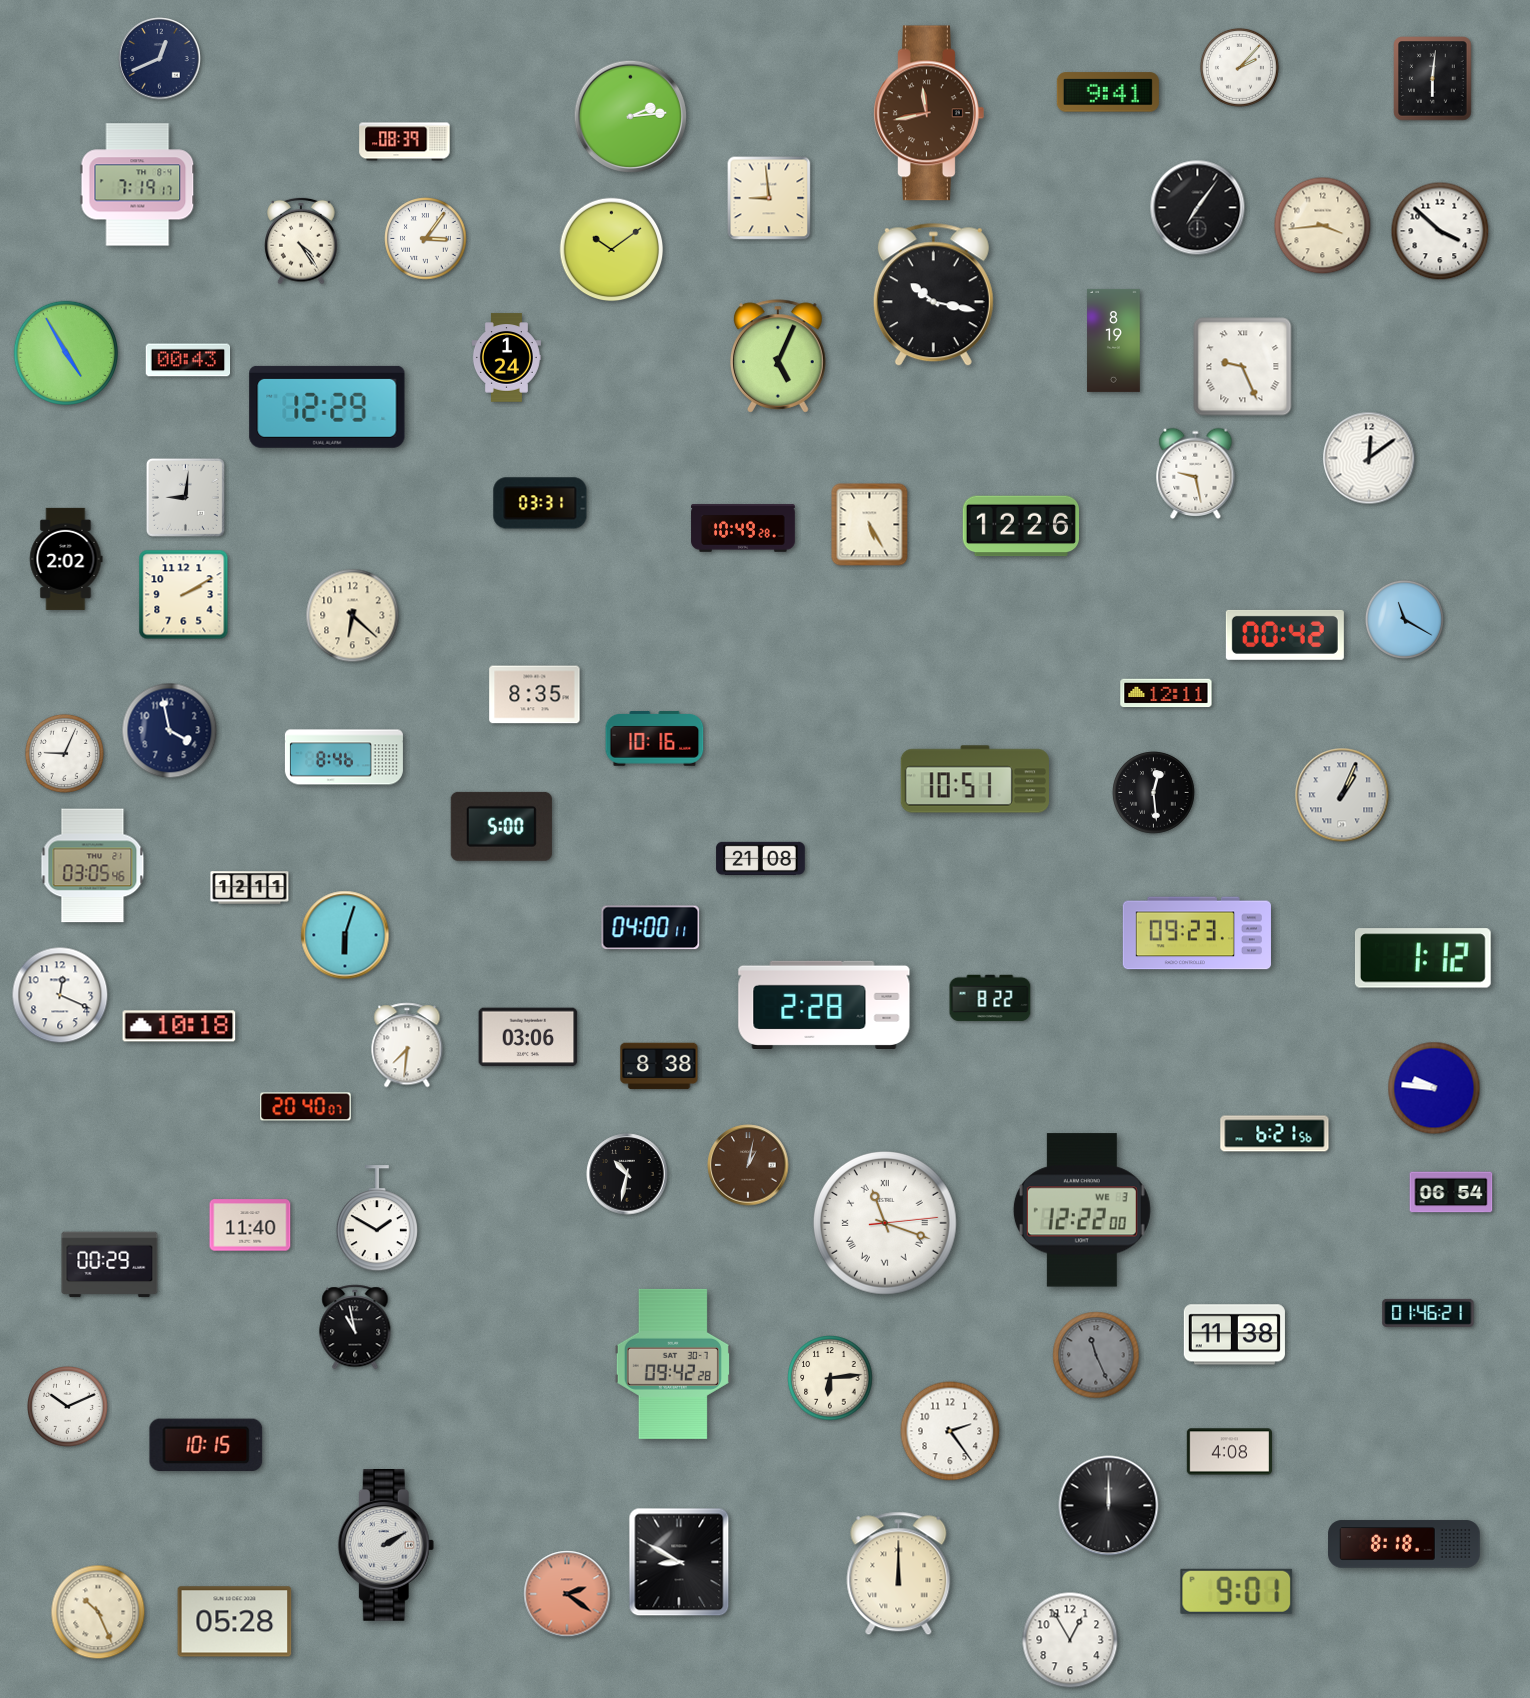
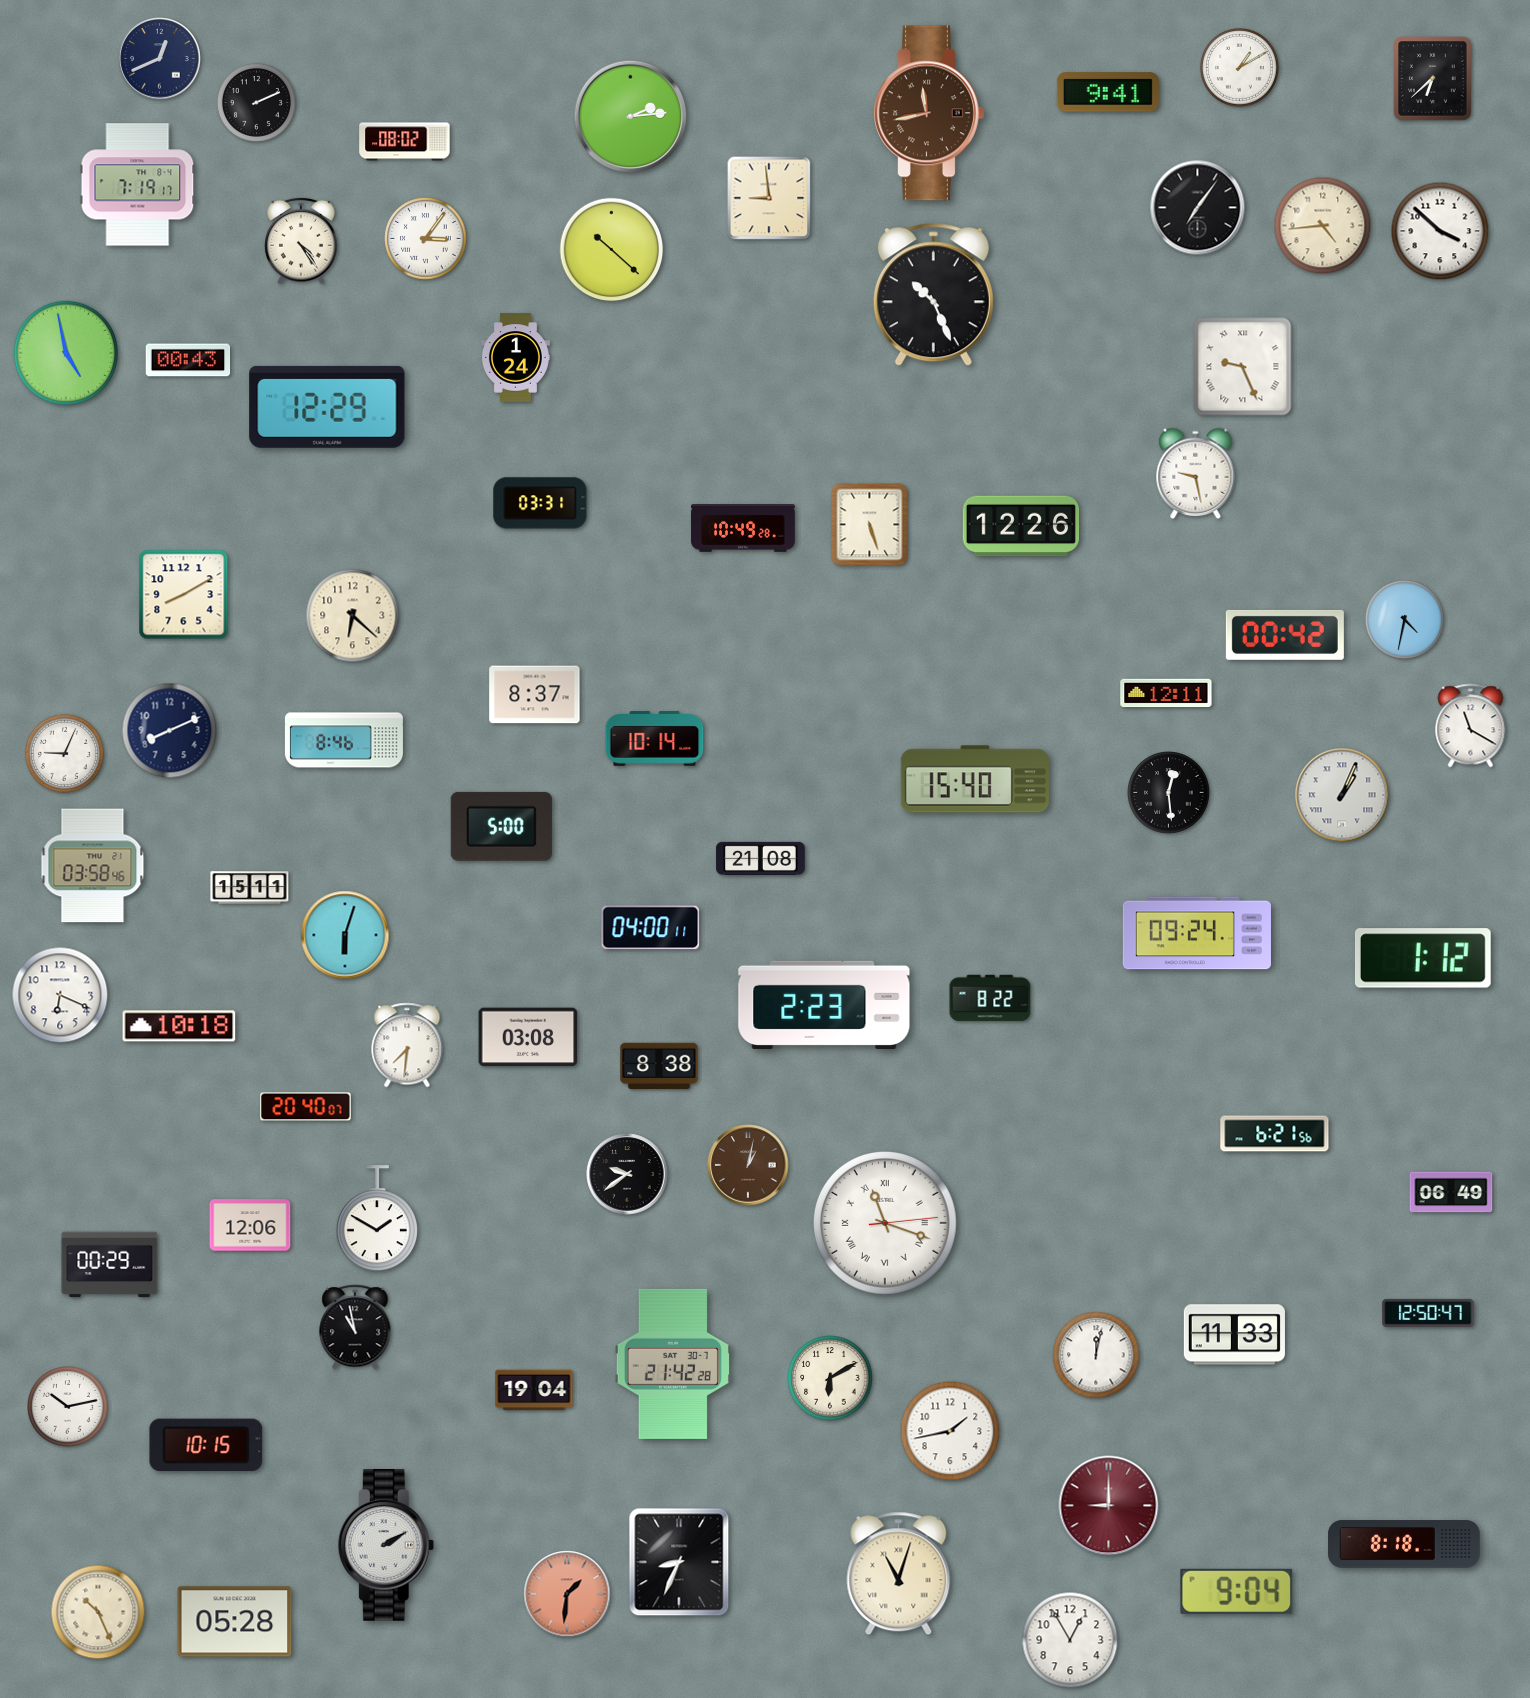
clock at (1239, 67): 2:07 -> 1:10
clock at (1433, 79): 6:01 -> 6:38
clock at (256, 102): none -> 2:11
clock at (405, 142): 08:39 -> 08:02
clock at (1323, 226): 3:44 -> 4:44
clock at (612, 250): 10:09 -> 10:22
clock at (933, 295): 10:17 -> 10:26
clock at (1114, 340): 8:19 -> none
clock at (66, 353): 4:55 -> 4:58
clock at (778, 356): 5:04 -> none
clock at (506, 358) position: (506, 358) -> (515, 358)
clock at (1369, 458): 12:09 -> none
clock at (185, 497): 9:01 -> none
clock at (870, 525): 5:25 -> 5:27
clock at (66, 559): 2:02 -> none
clock at (184, 595): 2:10 -> 8:10
clock at (1404, 619): 11:20 -> 4:32
clock at (535, 695): 8:35 -> 8:37
clock at (1471, 726): none -> 11:20
clock at (170, 731): 3:58 -> 8:11
clock at (655, 739): 10:16 -> 10:14
clock at (344, 757) position: (344, 757) -> (344, 740)
clock at (975, 779): 10:51 -> 15:40
clock at (1154, 793) position: (1154, 793) -> (1169, 793)
clock at (93, 866): 03:05 -> 03:58
clock at (250, 888): 12:11 -> 15:11
clock at (1197, 933): 09:23 -> 09:24
clock at (60, 995): 12:19 -> 6:19
clock at (824, 1005): 2:28 -> 2:23
clock at (528, 1037): 03:06 -> 03:08
clock at (1434, 1088): 9:46 -> none
clock at (627, 1174): 10:32 -> 9:39
clock at (1451, 1192): 06:54 -> 06:49
clock at (1082, 1210): 12:22 -> none
clock at (250, 1225): 11:40 -> 12:06
clock at (1428, 1313): 01:46 -> 12:50
clock at (1234, 1335): 11:38 -> 11:33
clock at (1096, 1355): 11:26 -> 12:02
clock at (1096, 1355) dial: grey -> white
clock at (673, 1364): 09:42 -> 21:42
clock at (830, 1378): 6:14 -> 6:10
clock at (534, 1390): none -> 19:04
clock at (68, 1407): 10:11 -> 10:13
clock at (950, 1431): 2:24 -> 1:43
clock at (1229, 1452): 4:08 -> none
clock at (1109, 1506): 12:00 -> 9:00
clock at (1109, 1506) dial: black -> burgundy
clock at (679, 1562): 8:50 -> 8:34
clock at (899, 1574): 12:00 -> 11:03
clock at (1237, 1591): 9:01 -> 9:04
clock at (567, 1594): 2:21 -> 1:31
